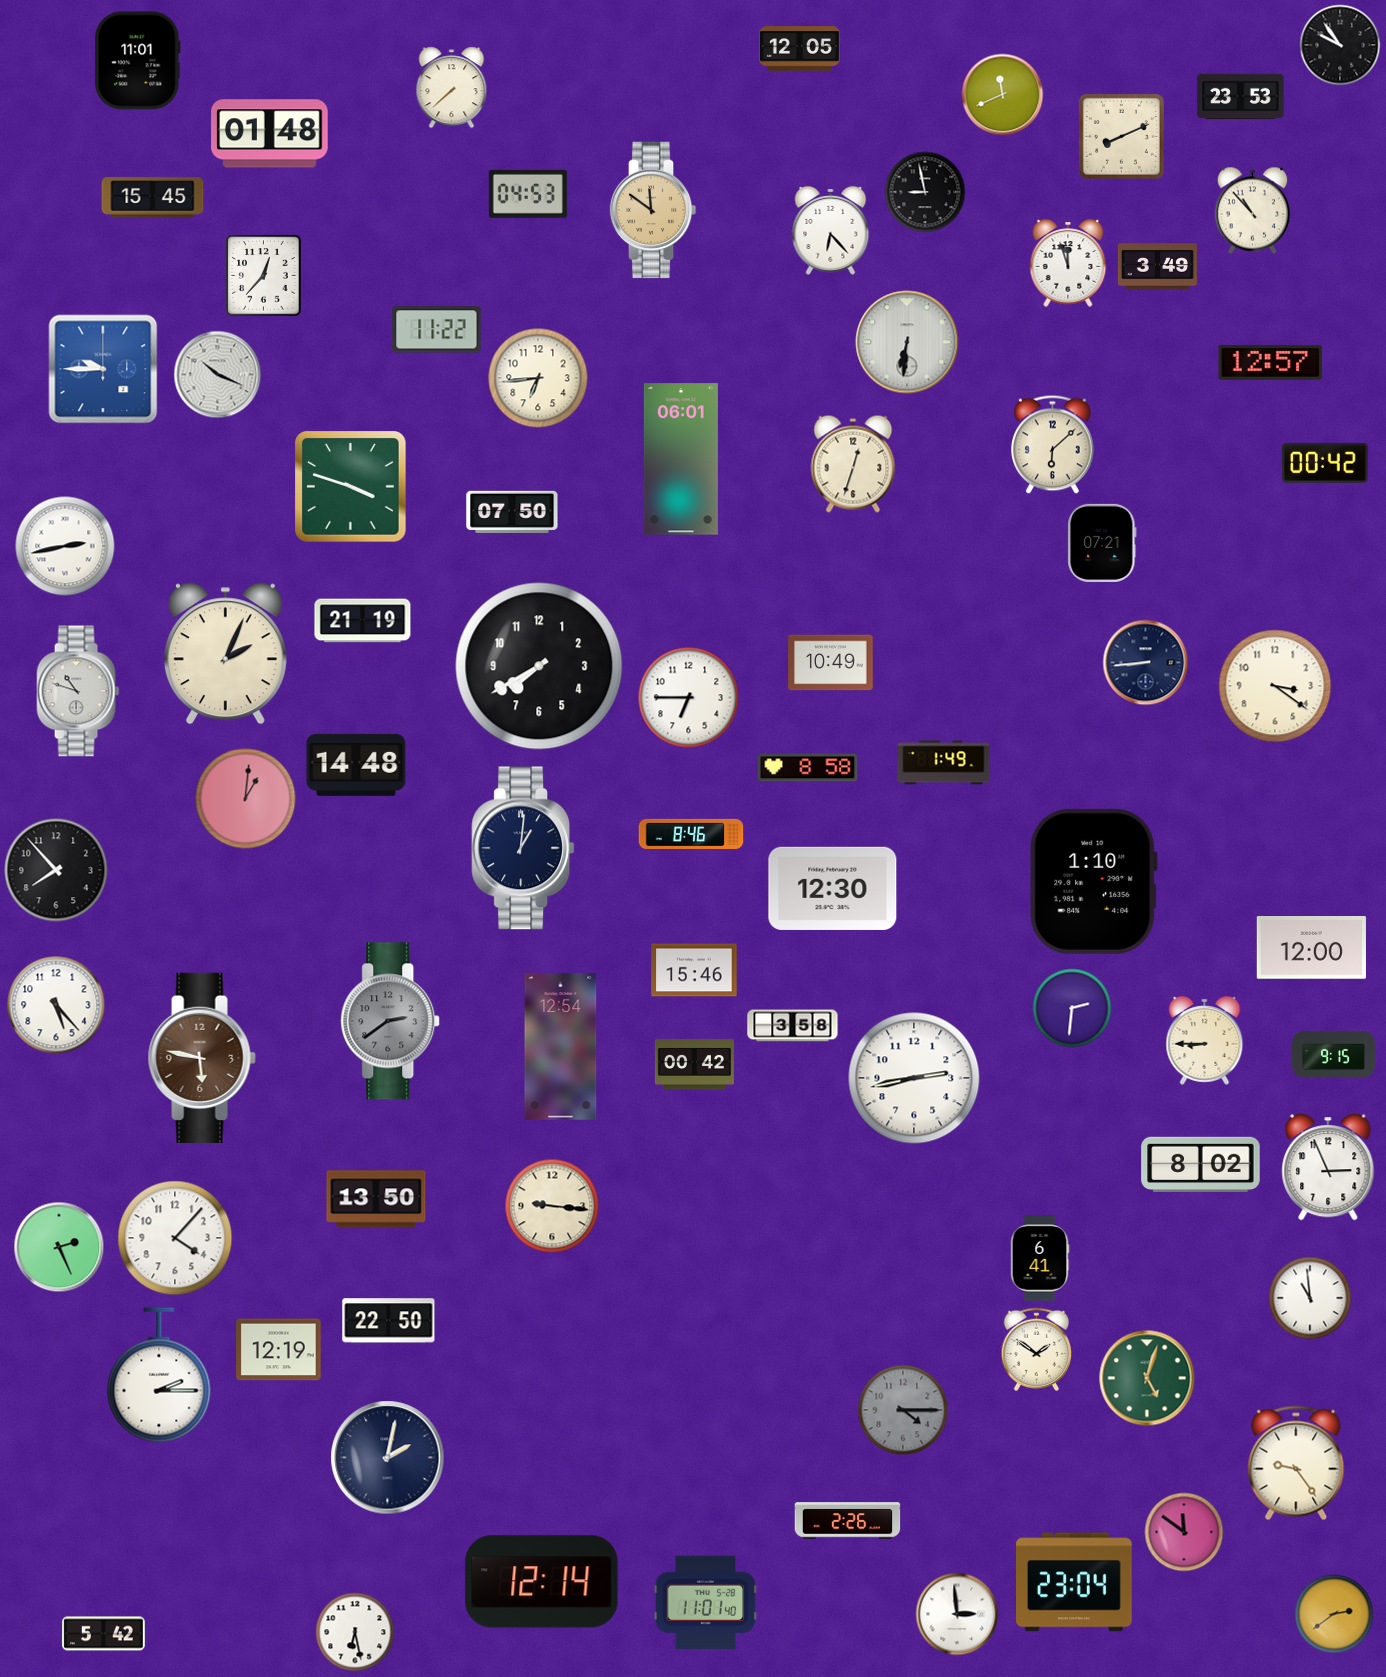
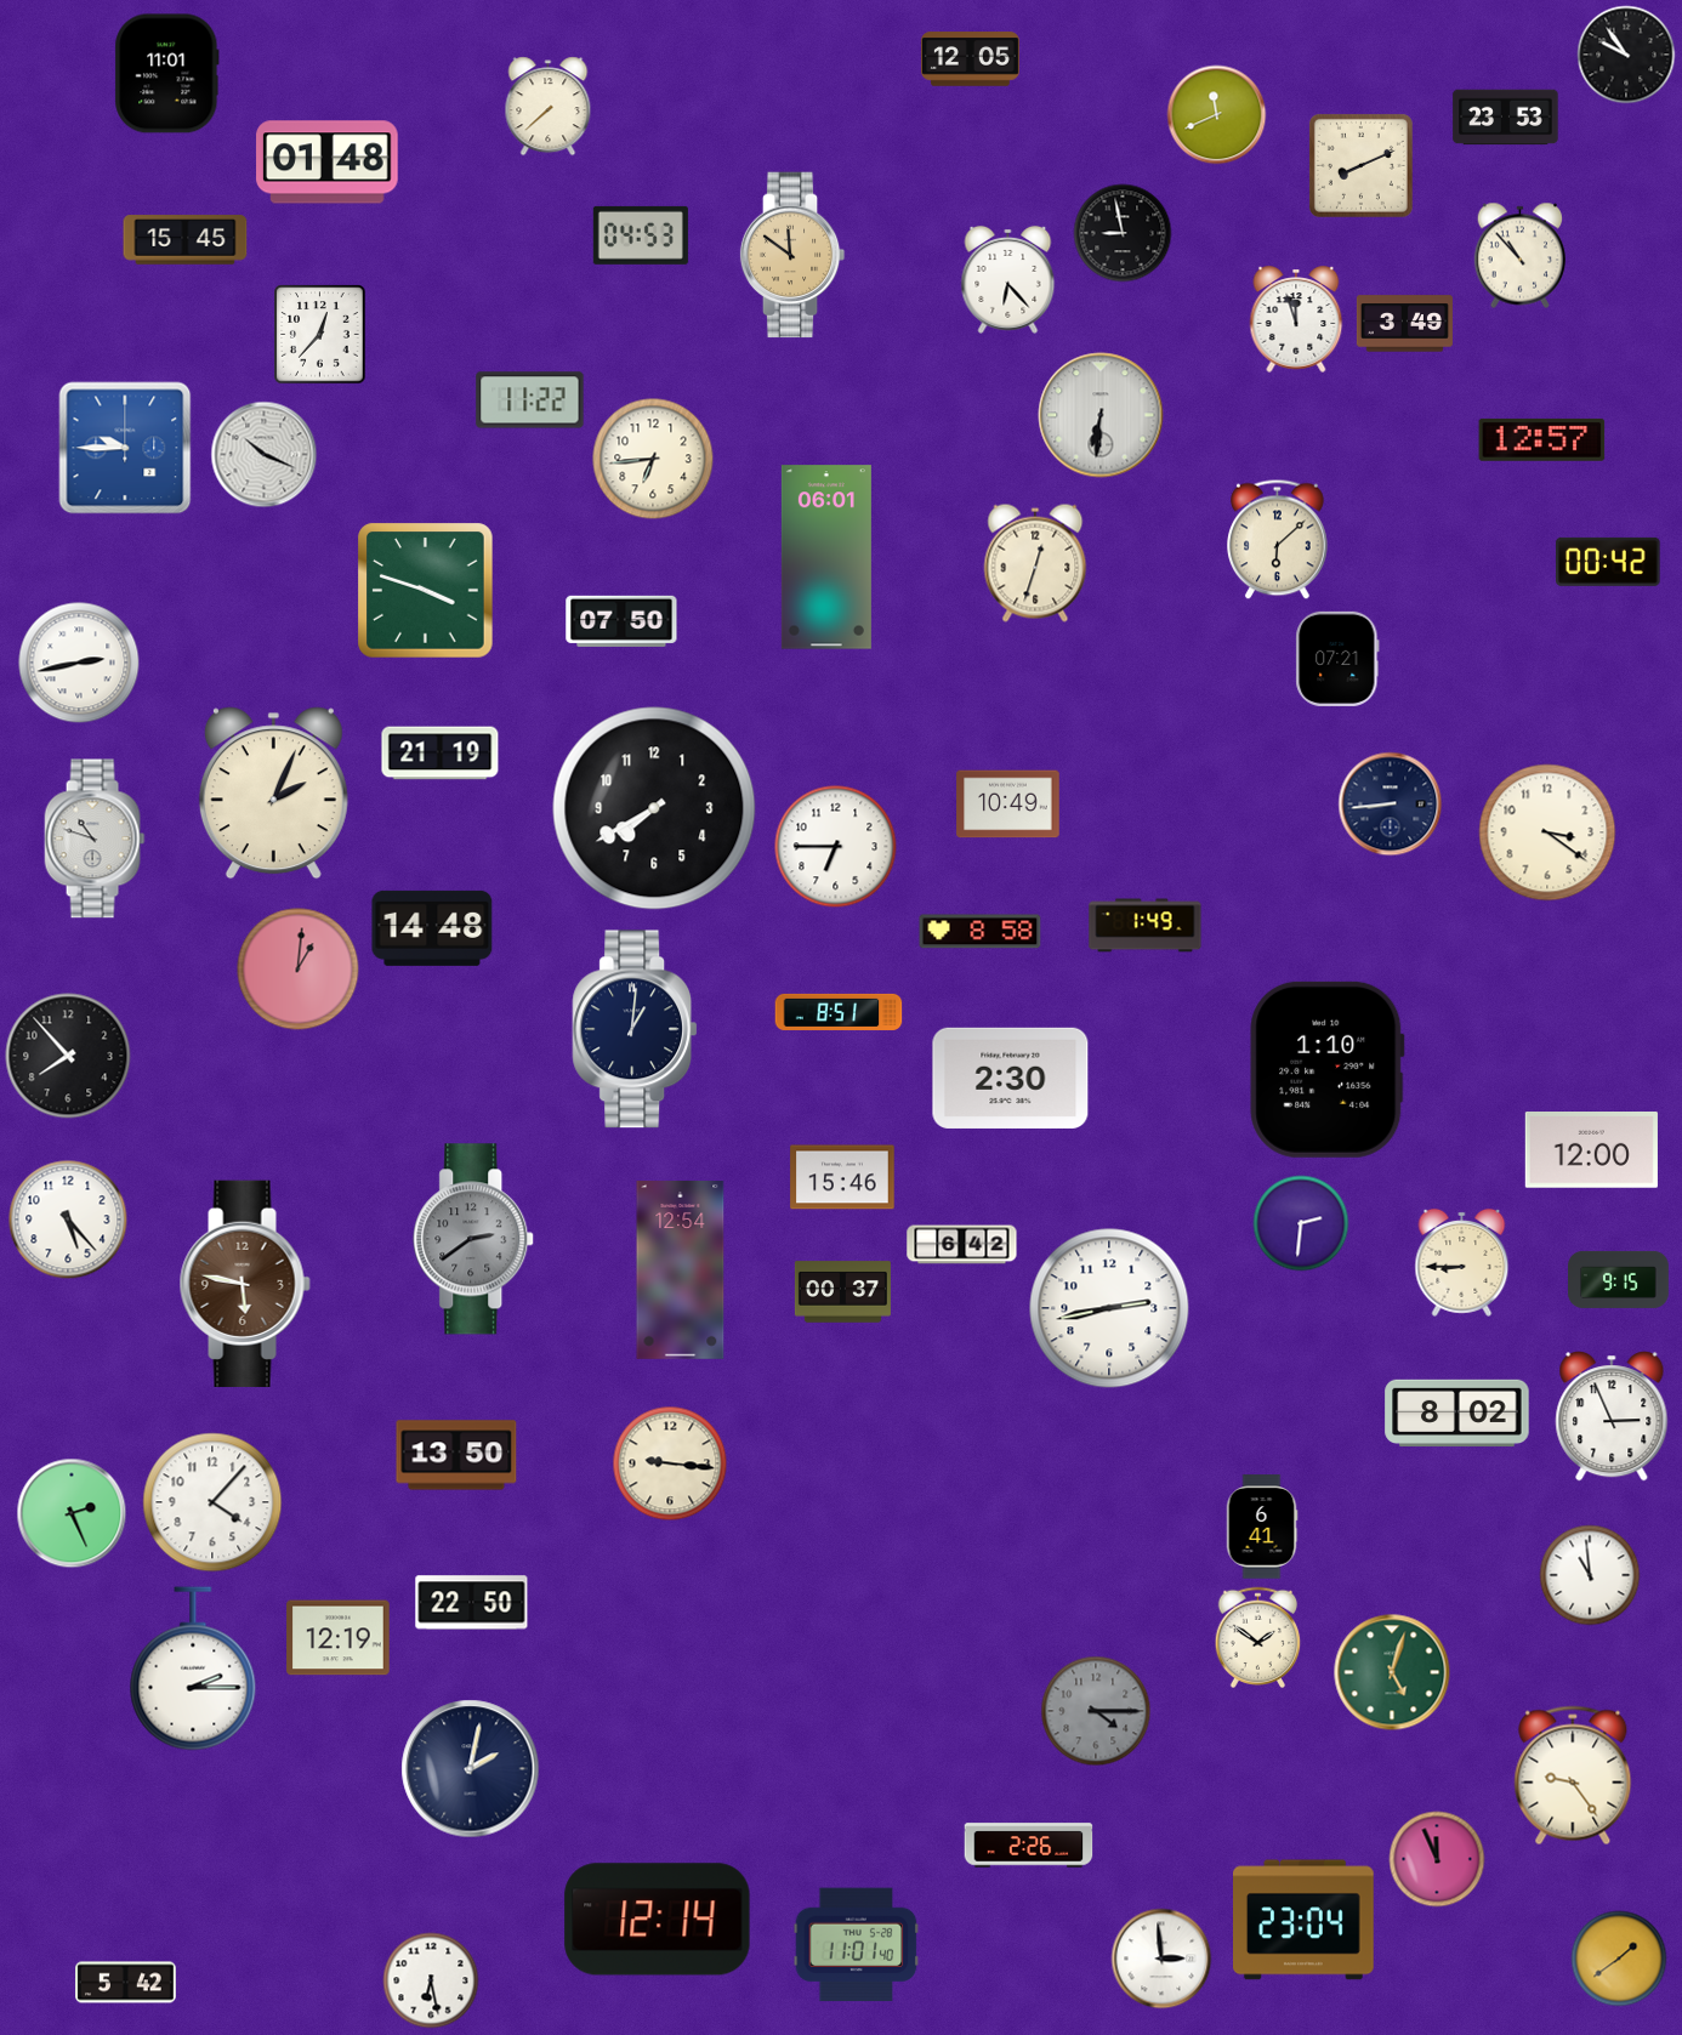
clock at (691, 834): 8:46 -> 8:51
clock at (833, 888): 12:30 -> 2:30
clock at (793, 1026): 3:58 -> 6:42
clock at (694, 1065): 00:42 -> 00:37
clock at (1184, 1532): 11:51 -> 11:56
clock at (1334, 1614): 2:39 -> 1:39
